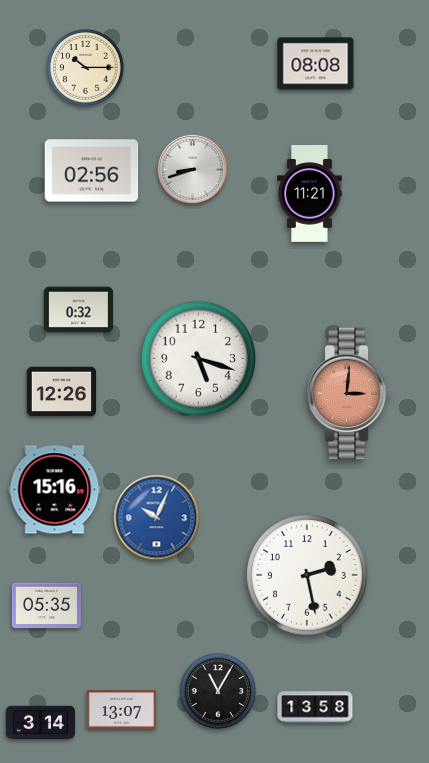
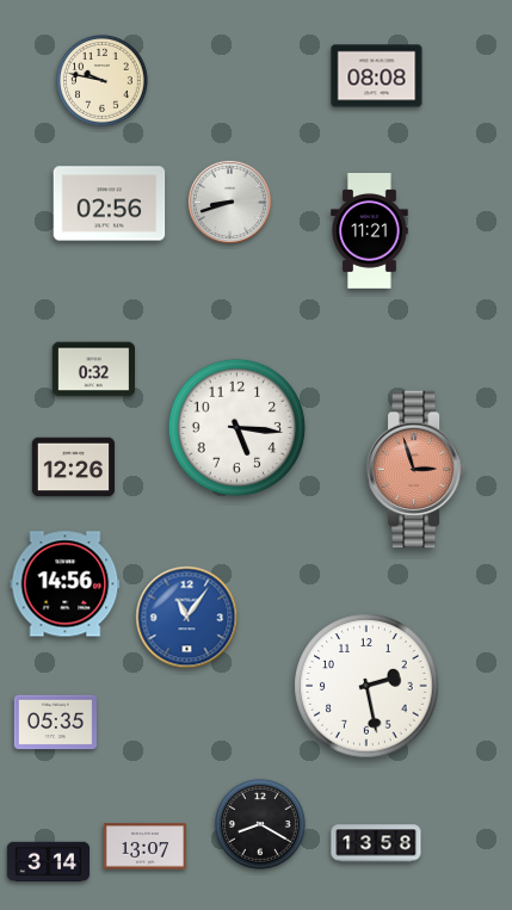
clock at (86, 68): 10:15 -> 9:47
clock at (198, 358): 5:18 -> 5:16
clock at (349, 394): 3:01 -> 2:57
clock at (55, 490): 15:16 -> 14:56
clock at (157, 518): 10:04 -> 11:06
clock at (218, 691): 11:05 -> 8:20
